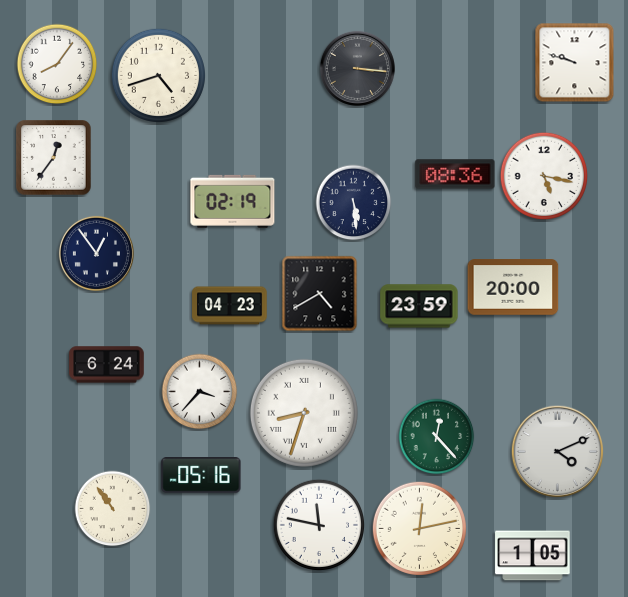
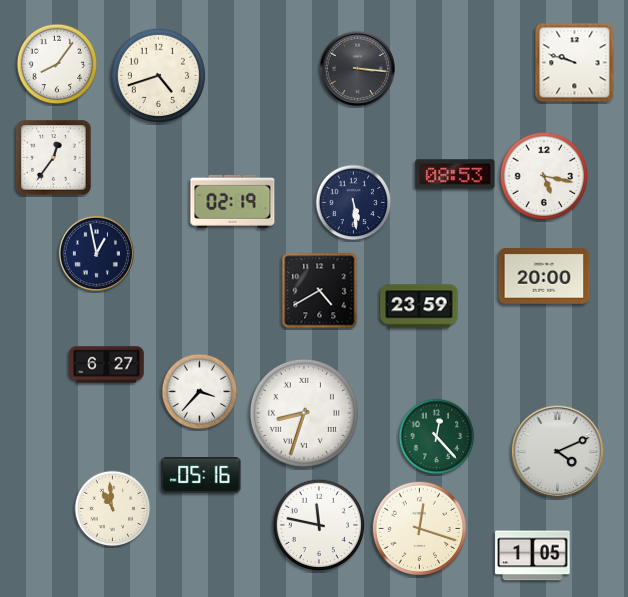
clock at (455, 174): 08:36 -> 08:53
clock at (96, 253): 12:54 -> 12:58
clock at (513, 287) position: (513, 287) -> (544, 276)
clock at (320, 294) position: (320, 294) -> (320, 291)
clock at (230, 306): 04:23 -> none
clock at (107, 365): 6:24 -> 6:27
clock at (113, 509): 10:54 -> 10:59
clock at (419, 528): 12:13 -> 12:18
